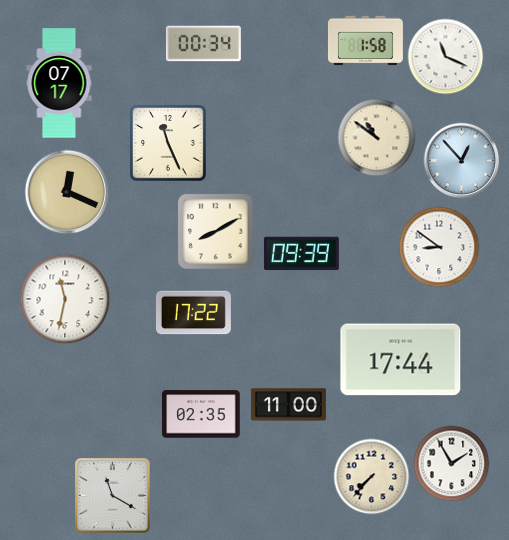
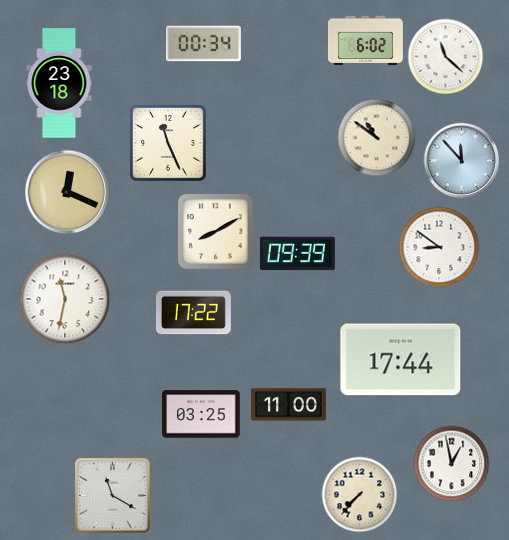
clock at (365, 41): 1:58 -> 6:02
clock at (446, 57): 11:19 -> 11:22
clock at (59, 83): 07:17 -> 23:18
clock at (462, 161): 12:53 -> 11:53
clock at (301, 254) position: (301, 254) -> (297, 254)
clock at (201, 414): 02:35 -> 03:25
clock at (452, 464): 1:55 -> 12:58
clock at (372, 477) position: (372, 477) -> (360, 495)
